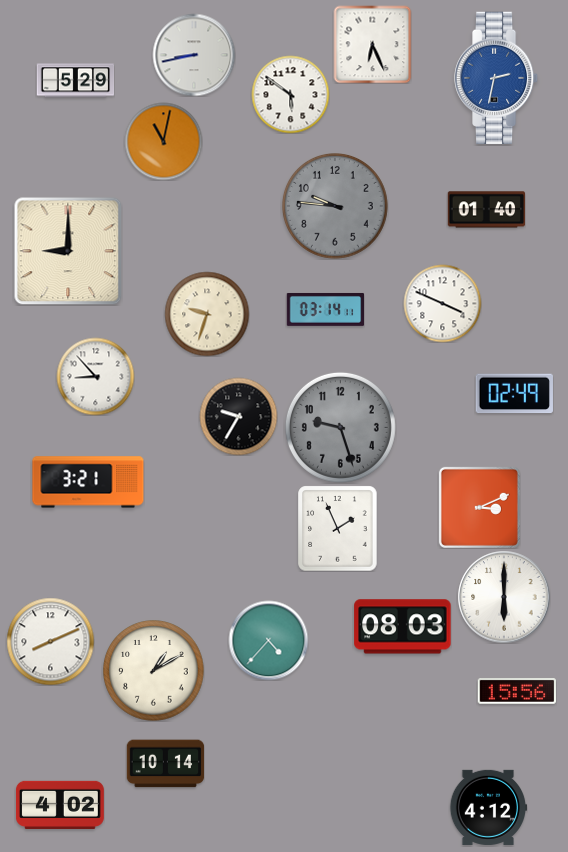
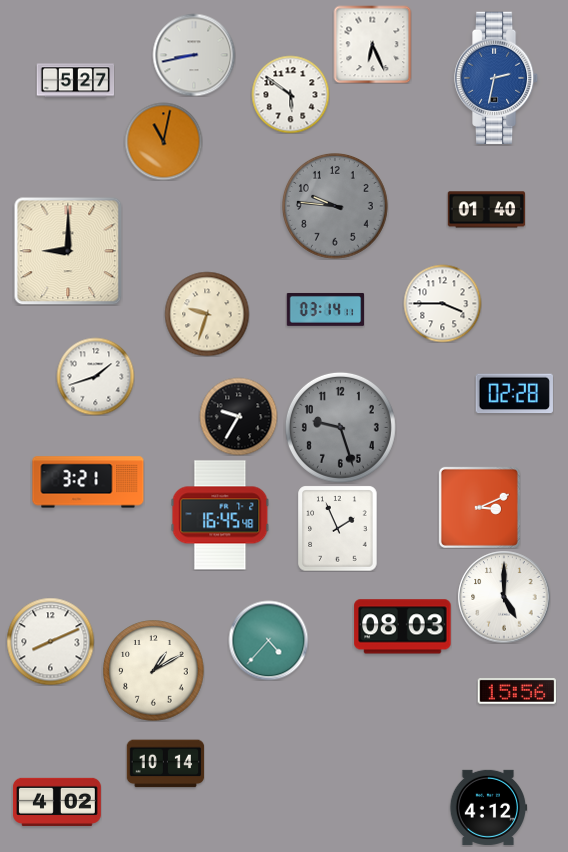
clock at (75, 81): 5:29 -> 5:27
clock at (442, 303): 3:49 -> 3:45
clock at (95, 376): 8:53 -> 1:42
clock at (514, 394): 02:49 -> 02:28
clock at (220, 515): none -> 16:45
clock at (504, 597): 6:00 -> 5:00
clock at (60, 805) position: (60, 805) -> (57, 802)
